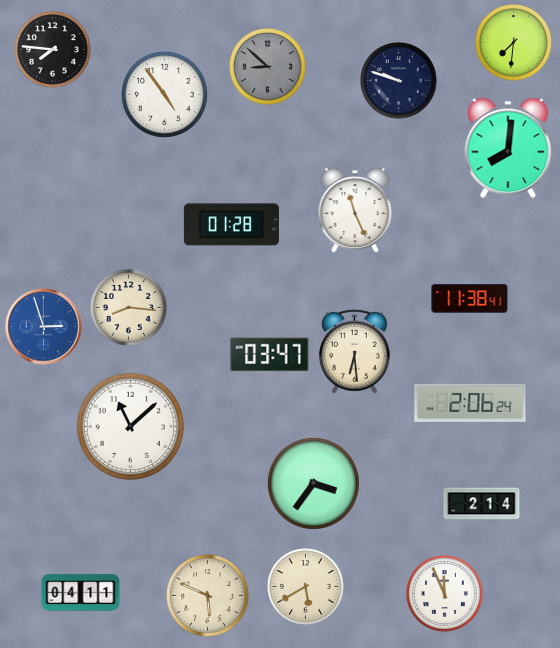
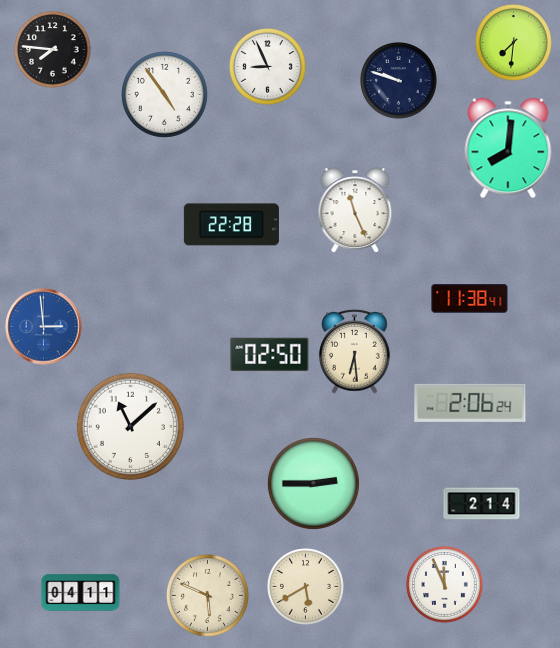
clock at (268, 67): 8:52 -> 8:56
clock at (268, 67) dial: grey -> white
clock at (231, 225): 01:28 -> 22:28
clock at (129, 308): 8:16 -> none
clock at (44, 327): 2:57 -> 2:59
clock at (270, 355): 03:47 -> 02:50
clock at (313, 483): 3:36 -> 2:45
clock at (445, 594) position: (445, 594) -> (445, 585)
